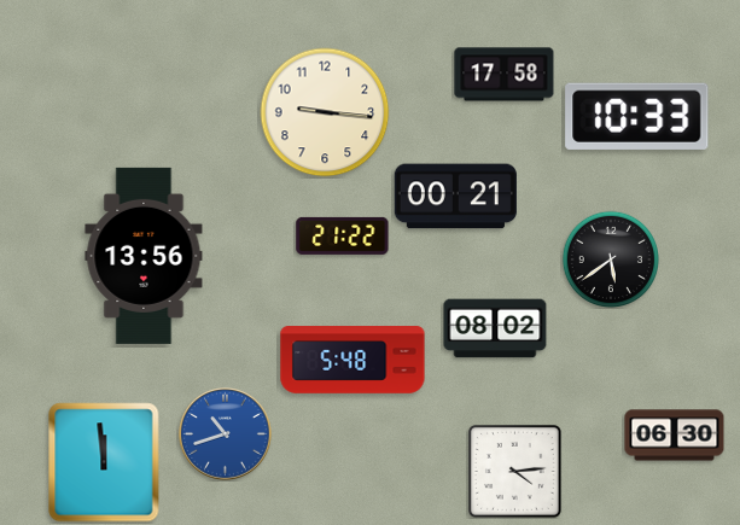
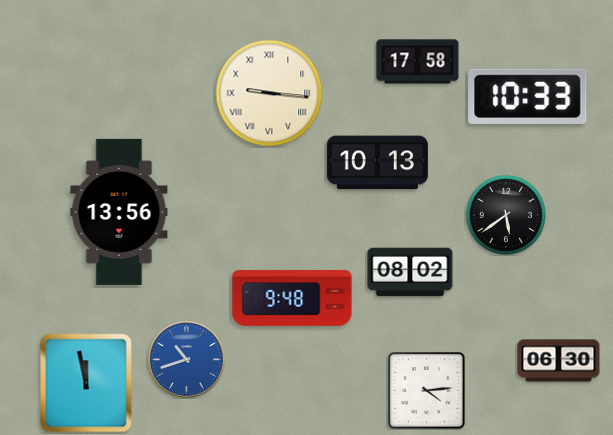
clock at (325, 112) numerals: Arabic -> Roman
clock at (455, 197): 00:21 -> 10:13
clock at (343, 235): 21:22 -> none
clock at (352, 360): 5:48 -> 9:48
clock at (104, 462): 11:59 -> 11:58
